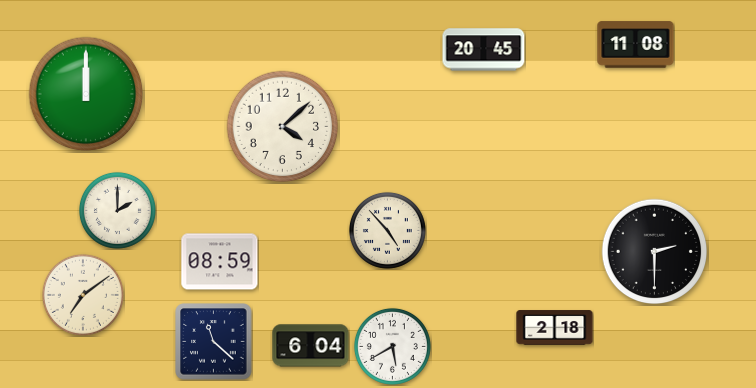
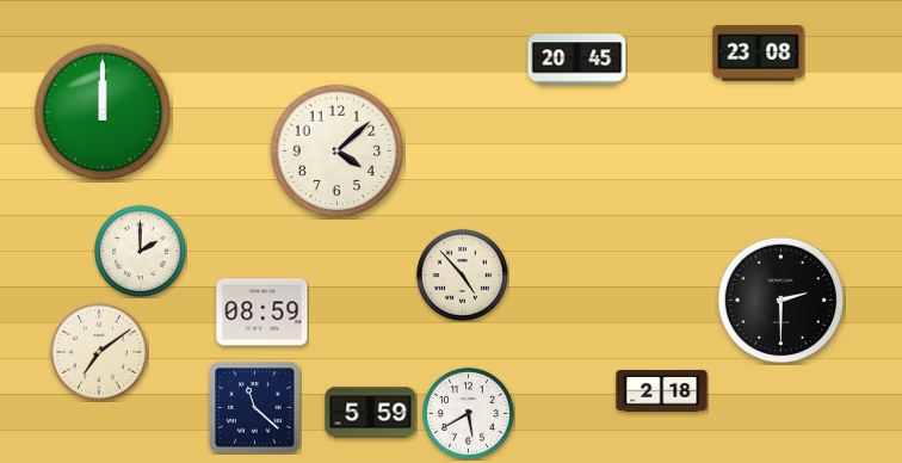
clock at (636, 45): 11:08 -> 23:08
clock at (311, 346): 6:04 -> 5:59
